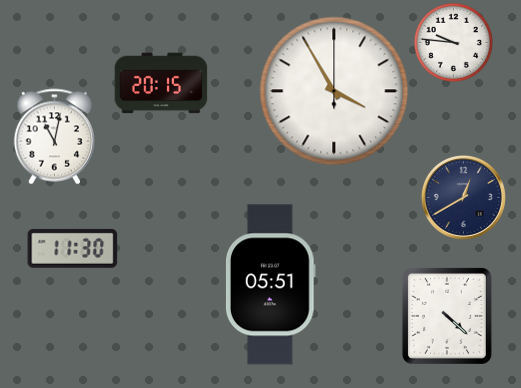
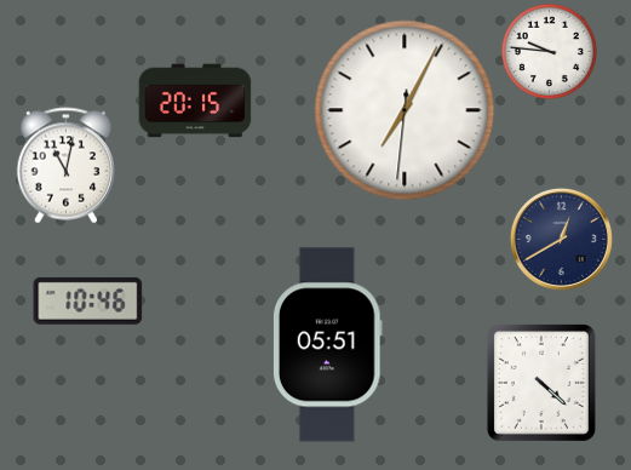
clock at (334, 91): 3:55 -> 7:04
clock at (73, 248): 11:30 -> 10:46
